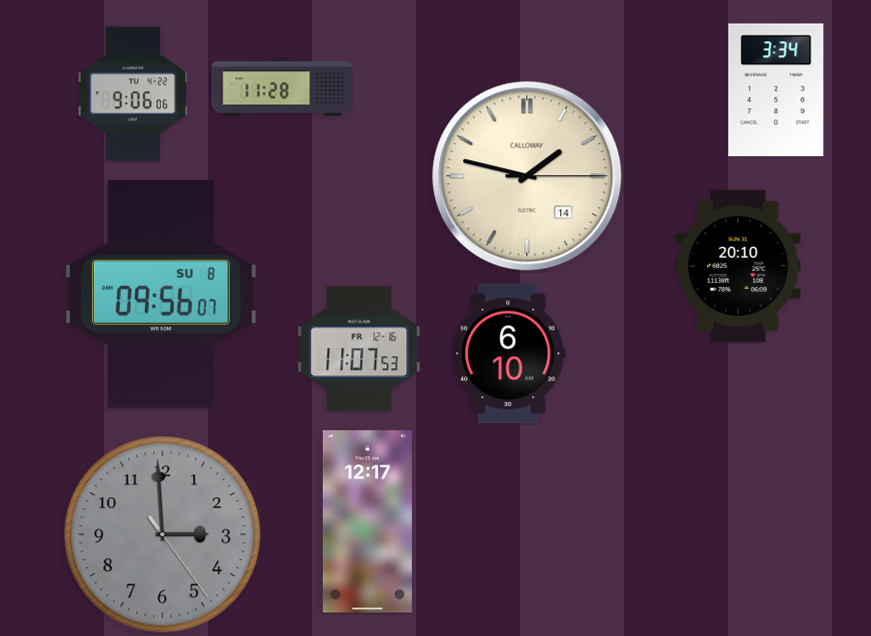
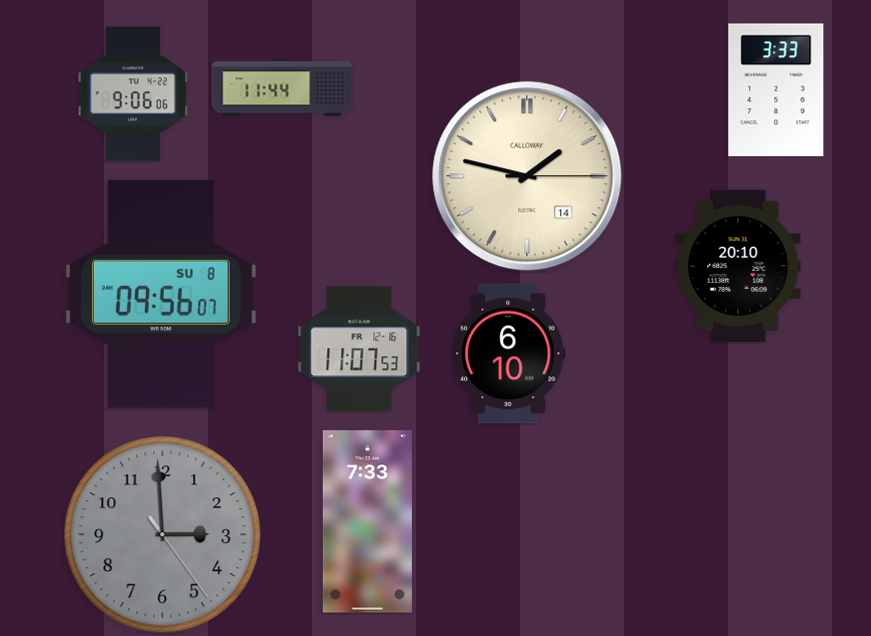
clock at (282, 87): 11:28 -> 11:44
clock at (776, 90): 3:34 -> 3:33
clock at (367, 522): 12:17 -> 7:33
